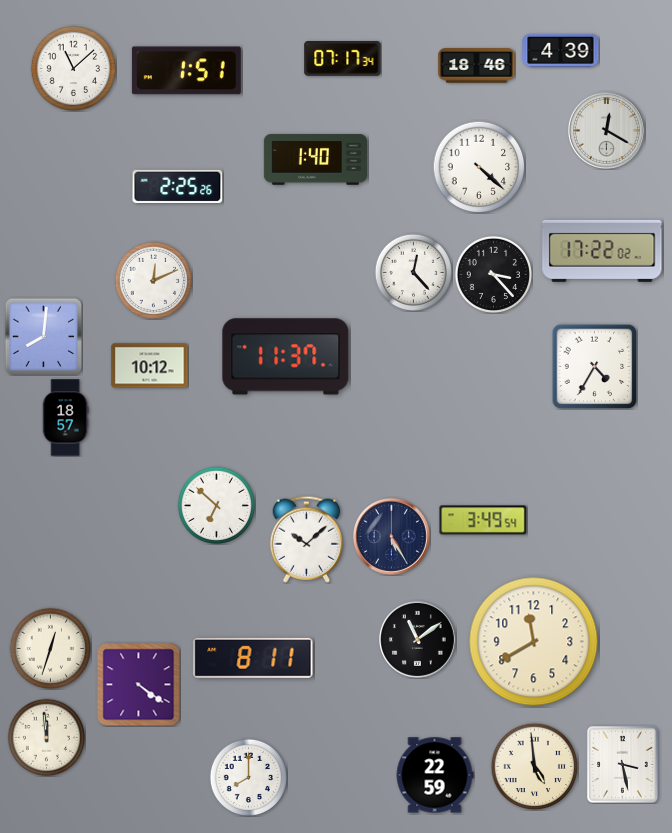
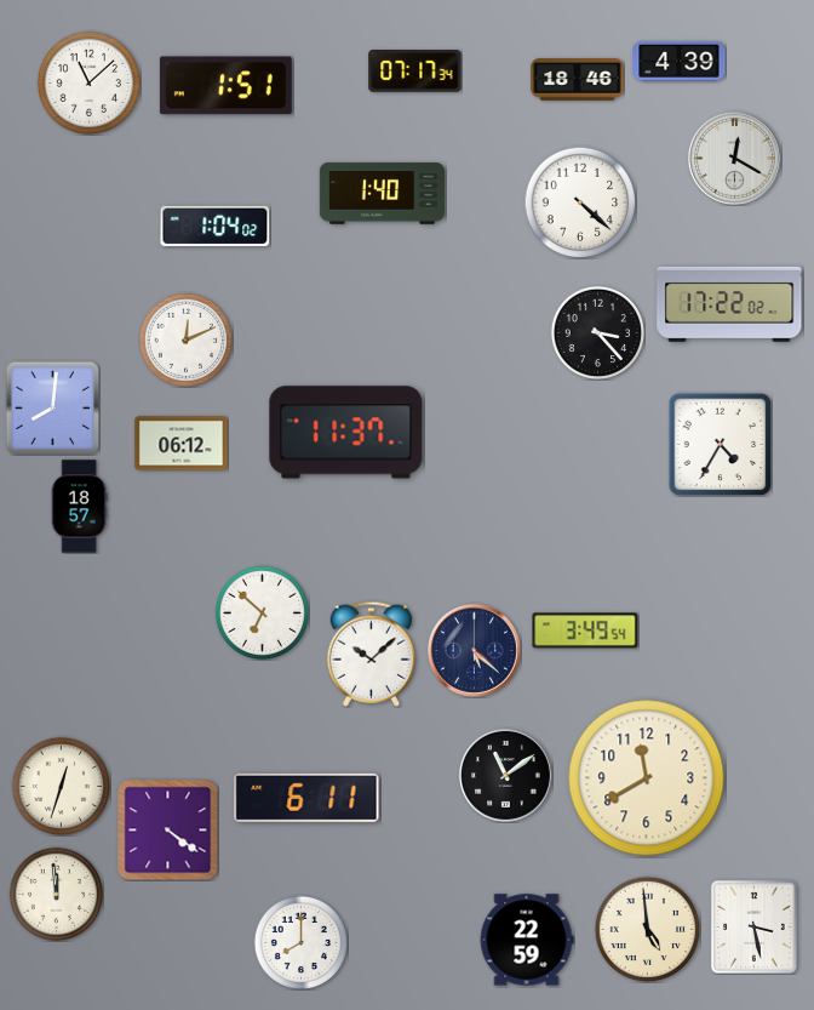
clock at (178, 186): 2:25 -> 1:04
clock at (413, 272): 12:23 -> none
clock at (150, 366): 10:12 -> 06:12
clock at (391, 536): 5:25 -> 5:22
clock at (253, 658): 8:11 -> 6:11
